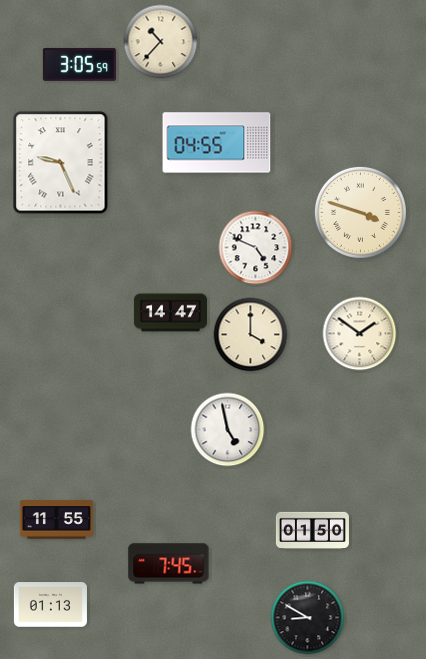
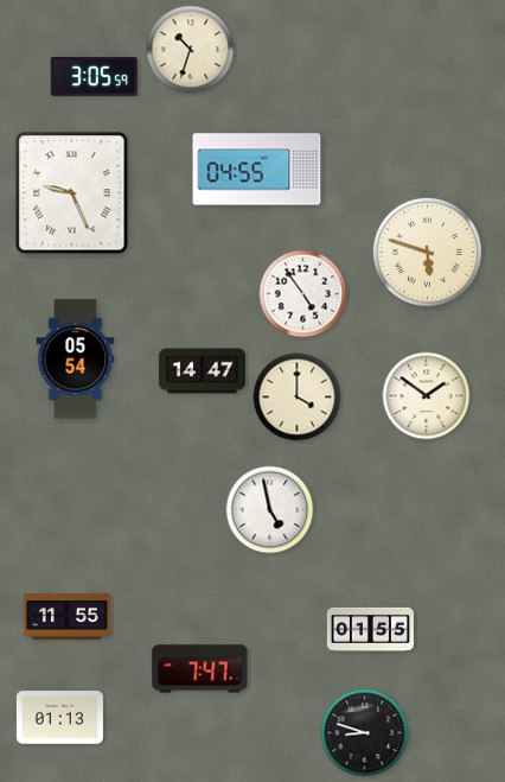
clock at (161, 42): 10:37 -> 10:33
clock at (360, 212): 3:48 -> 5:48
clock at (256, 248): 4:49 -> 4:54
clock at (76, 360): none -> 05:54
clock at (312, 530): 01:50 -> 01:55
clock at (169, 564): 7:45 -> 7:47
clock at (308, 618): 8:50 -> 8:48
